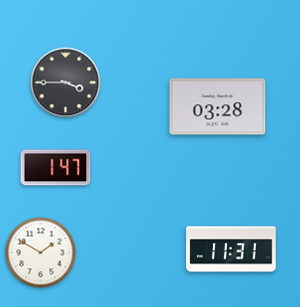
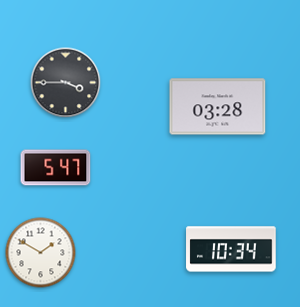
clock at (56, 168): 1:47 -> 5:47
clock at (231, 249): 11:31 -> 10:34
